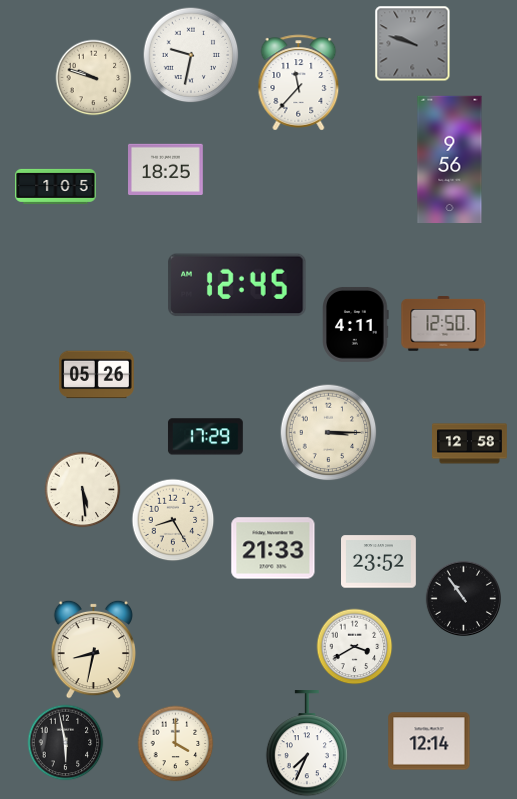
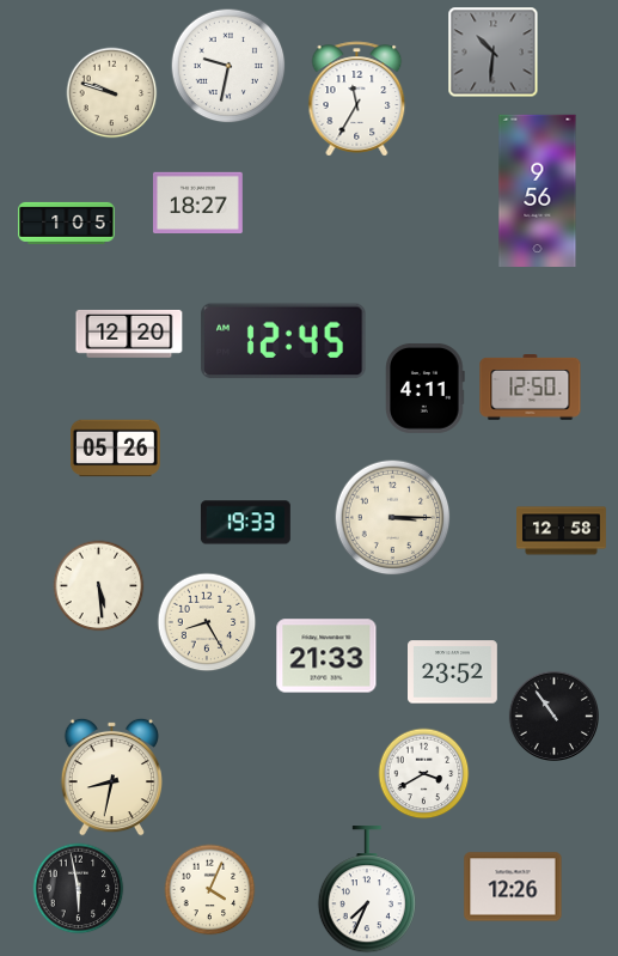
clock at (413, 44): 9:48 -> 10:31
clock at (299, 83): 11:37 -> 11:35
clock at (166, 170): 18:25 -> 18:27
clock at (129, 334): none -> 12:20
clock at (205, 437): 17:29 -> 19:33
clock at (429, 741): 12:14 -> 12:26
clock at (176, 744): 4:00 -> 4:04
